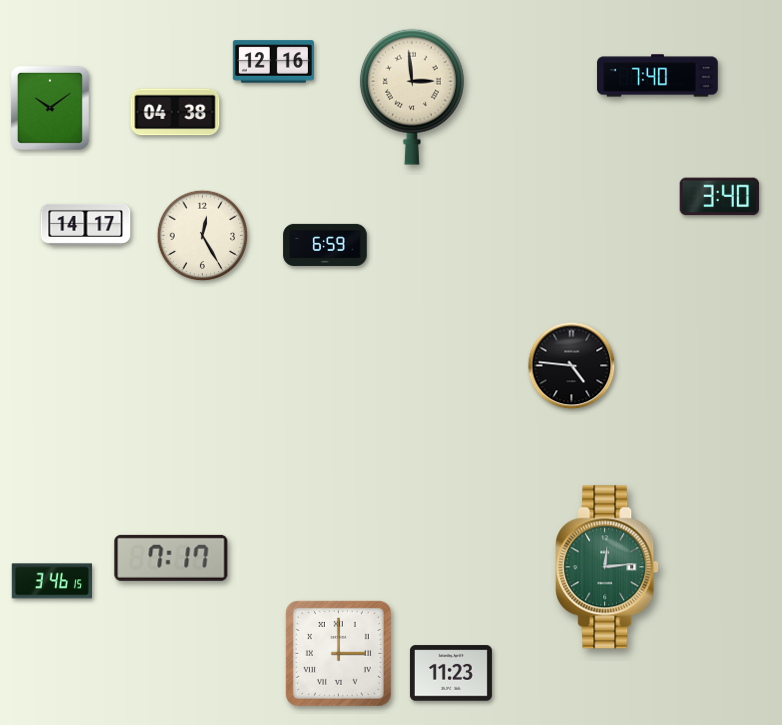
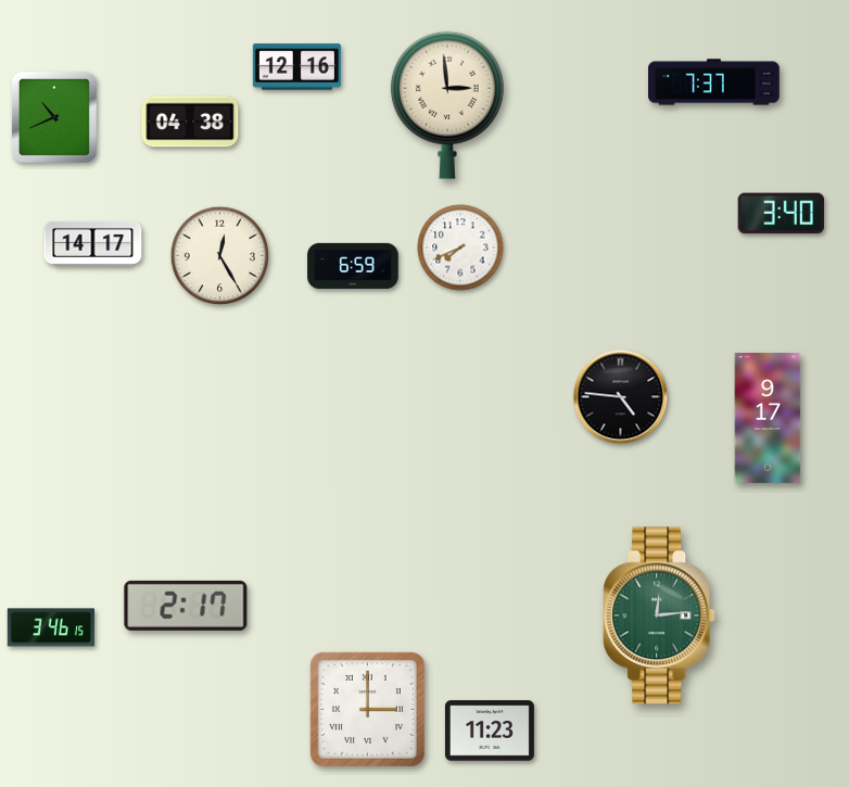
clock at (658, 76): 7:40 -> 7:37
clock at (50, 108): 10:09 -> 10:41
clock at (460, 247): none -> 7:41
clock at (768, 418): none -> 9:17
clock at (171, 558): 7:17 -> 2:17
clock at (51, 581) position: (51, 581) -> (50, 627)
